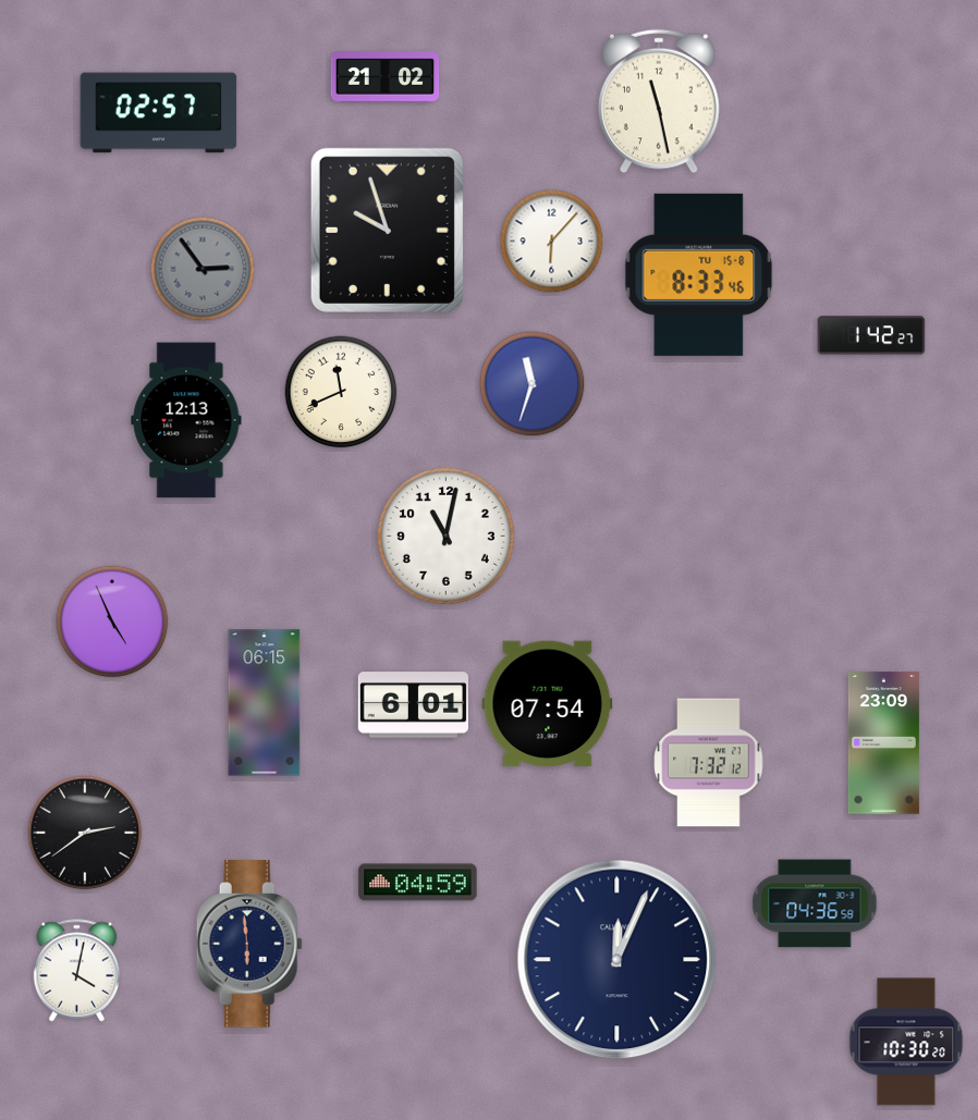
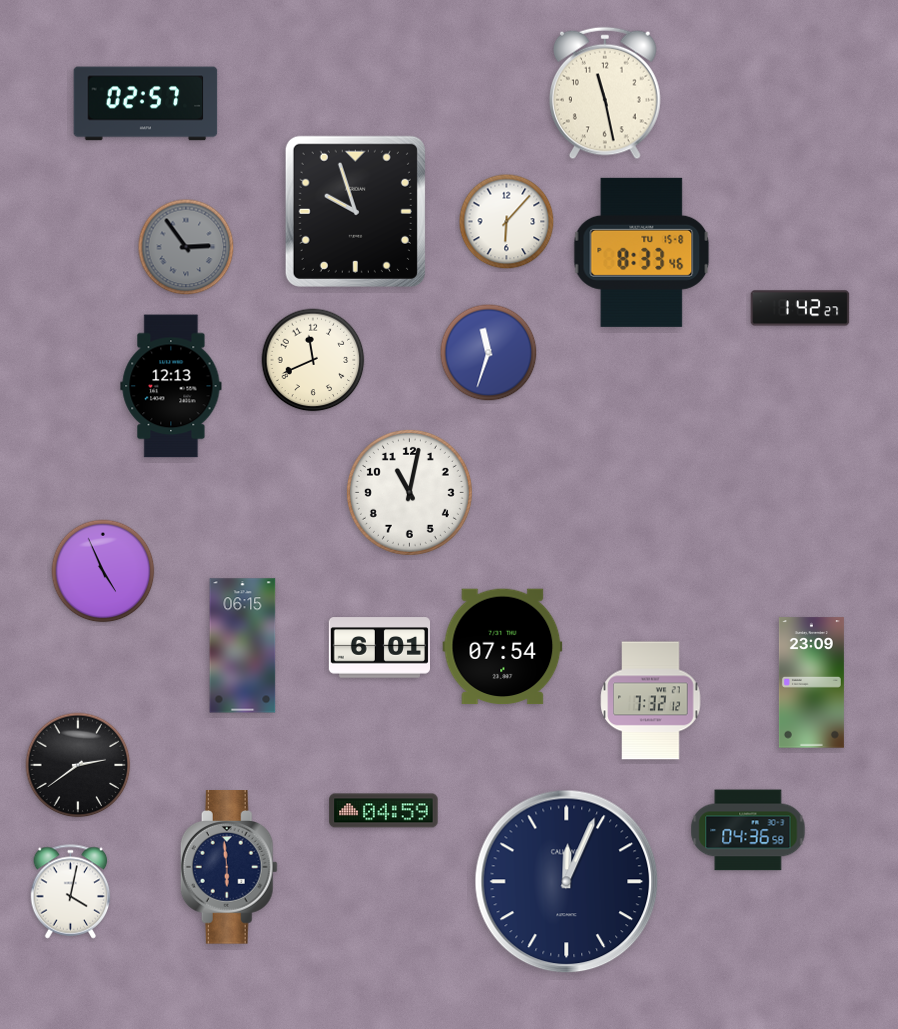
clock at (386, 77): 21:02 -> none
clock at (906, 1042): 10:30 -> none
